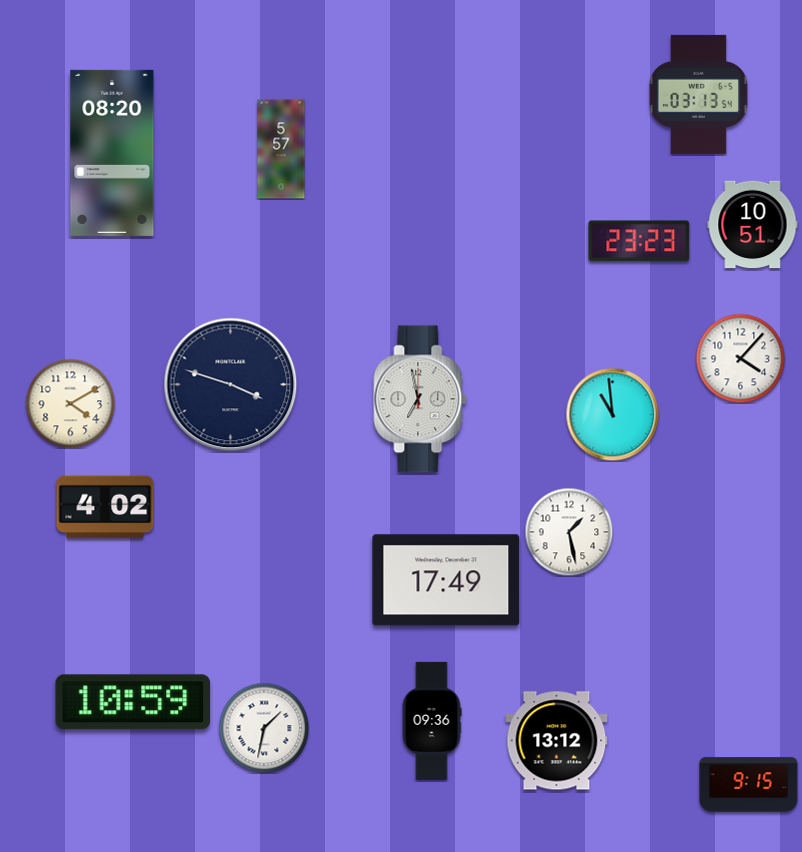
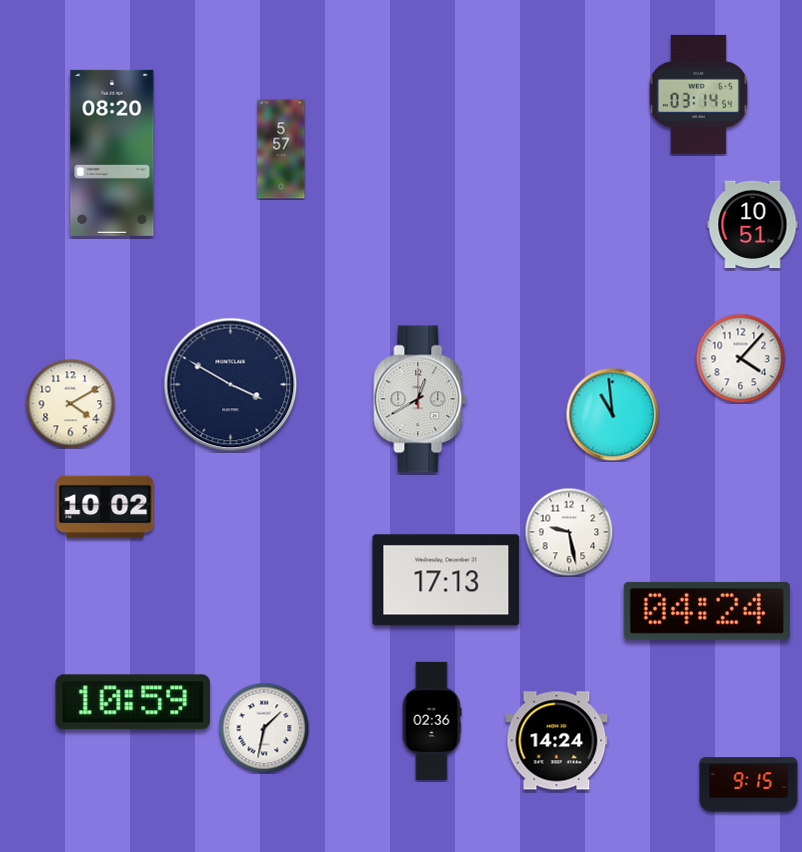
clock at (698, 94): 03:13 -> 03:14
clock at (639, 241): 23:23 -> none
clock at (231, 385): 3:48 -> 3:50
clock at (420, 399): 6:58 -> 12:40
clock at (105, 507): 4:02 -> 10:02
clock at (569, 532): 1:28 -> 9:28
clock at (446, 580): 17:49 -> 17:13
clock at (707, 611): none -> 04:24
clock at (432, 721): 09:36 -> 02:36
clock at (557, 741): 13:12 -> 14:24
